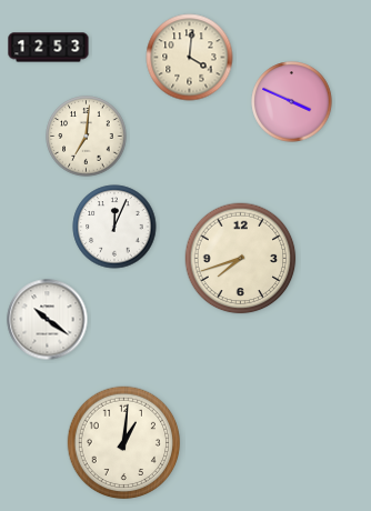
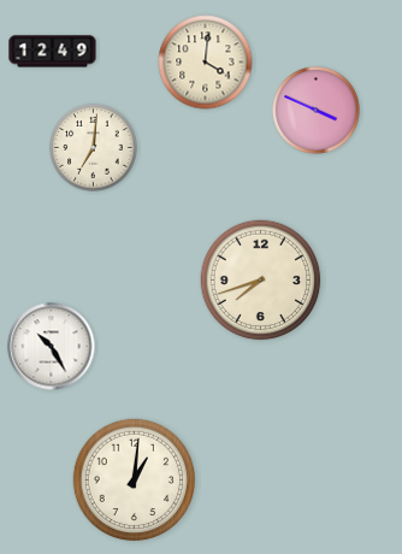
clock at (49, 48): 12:53 -> 12:49
clock at (114, 227): 12:04 -> none
clock at (48, 320): 10:21 -> 10:25
